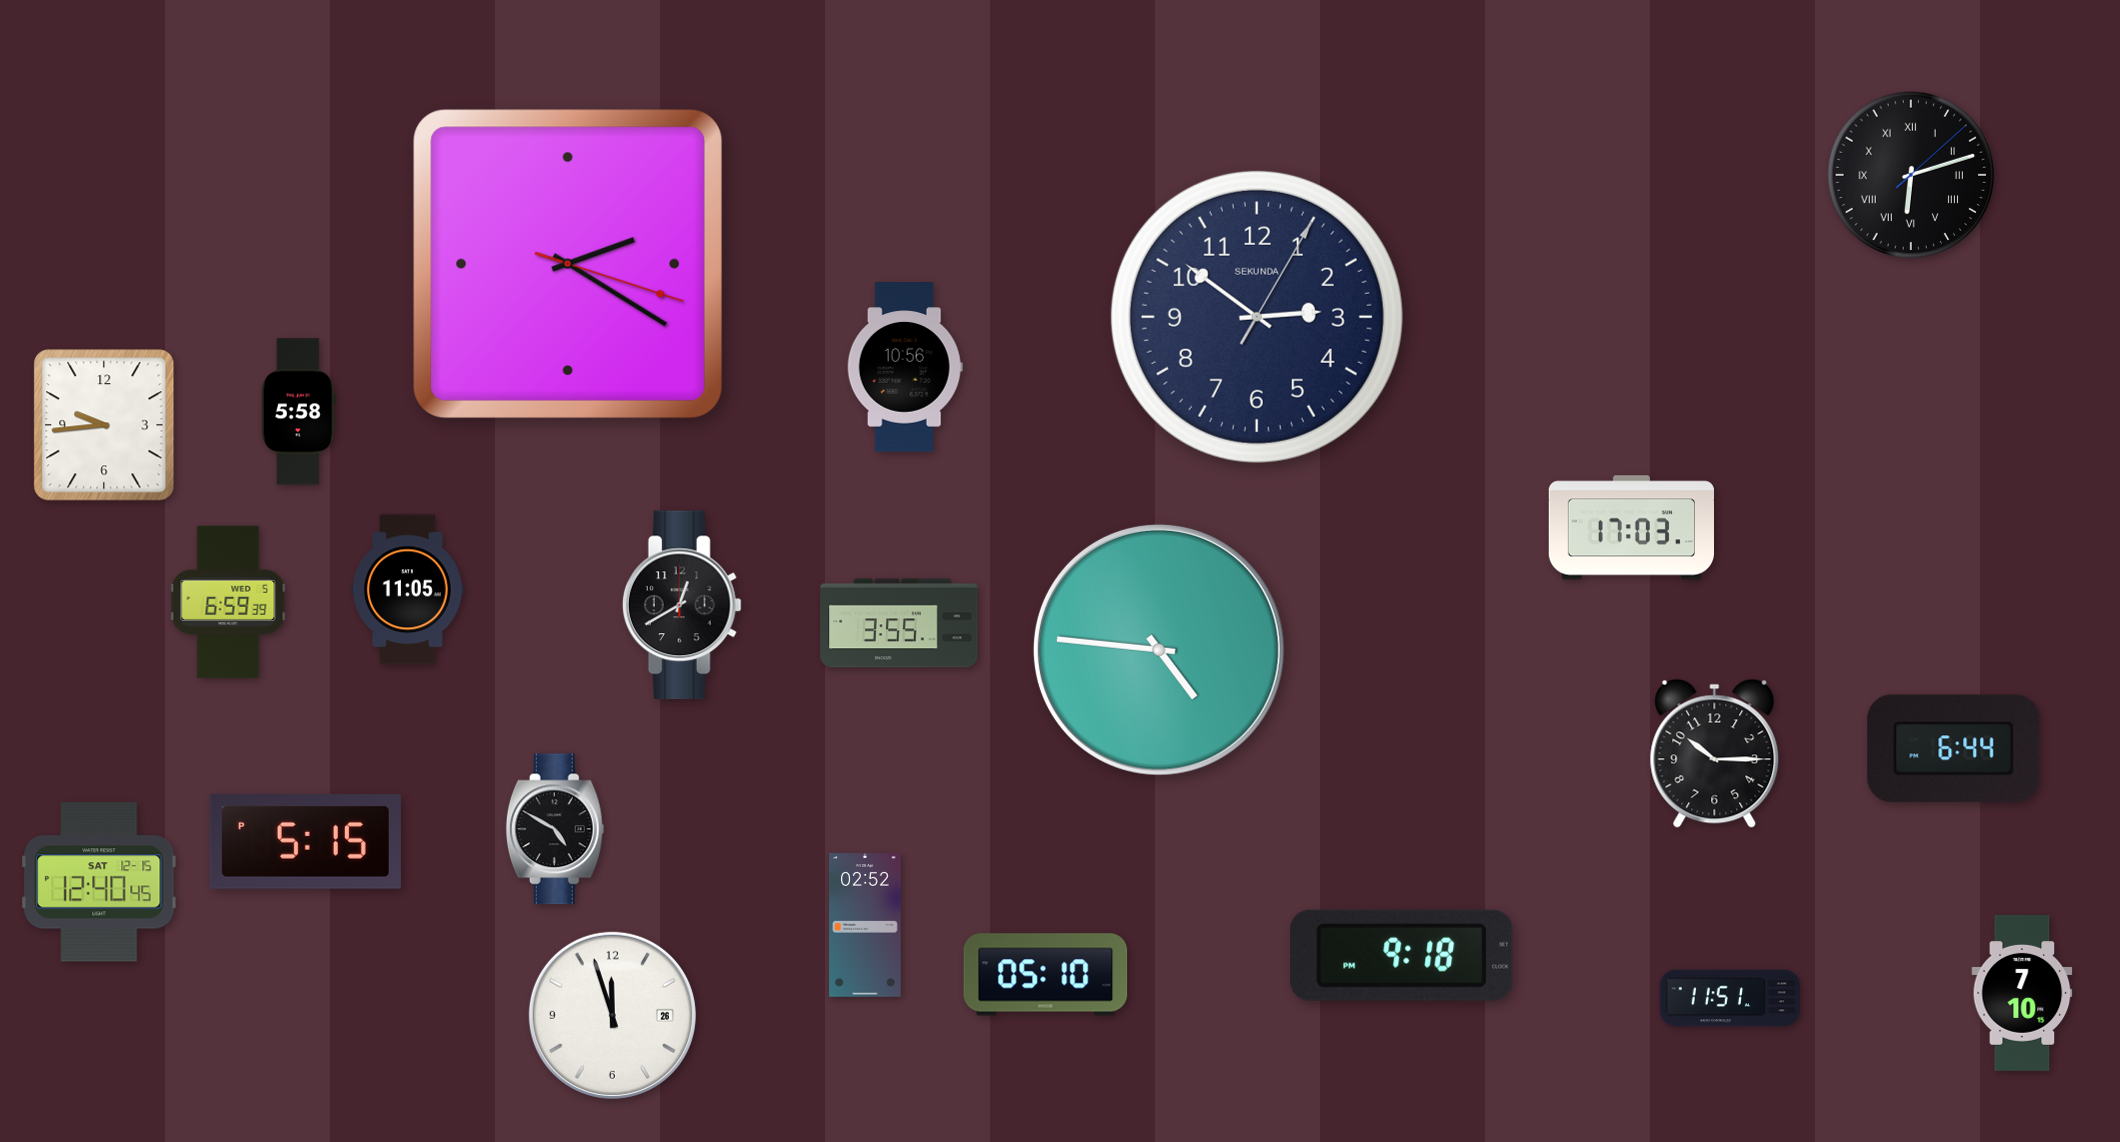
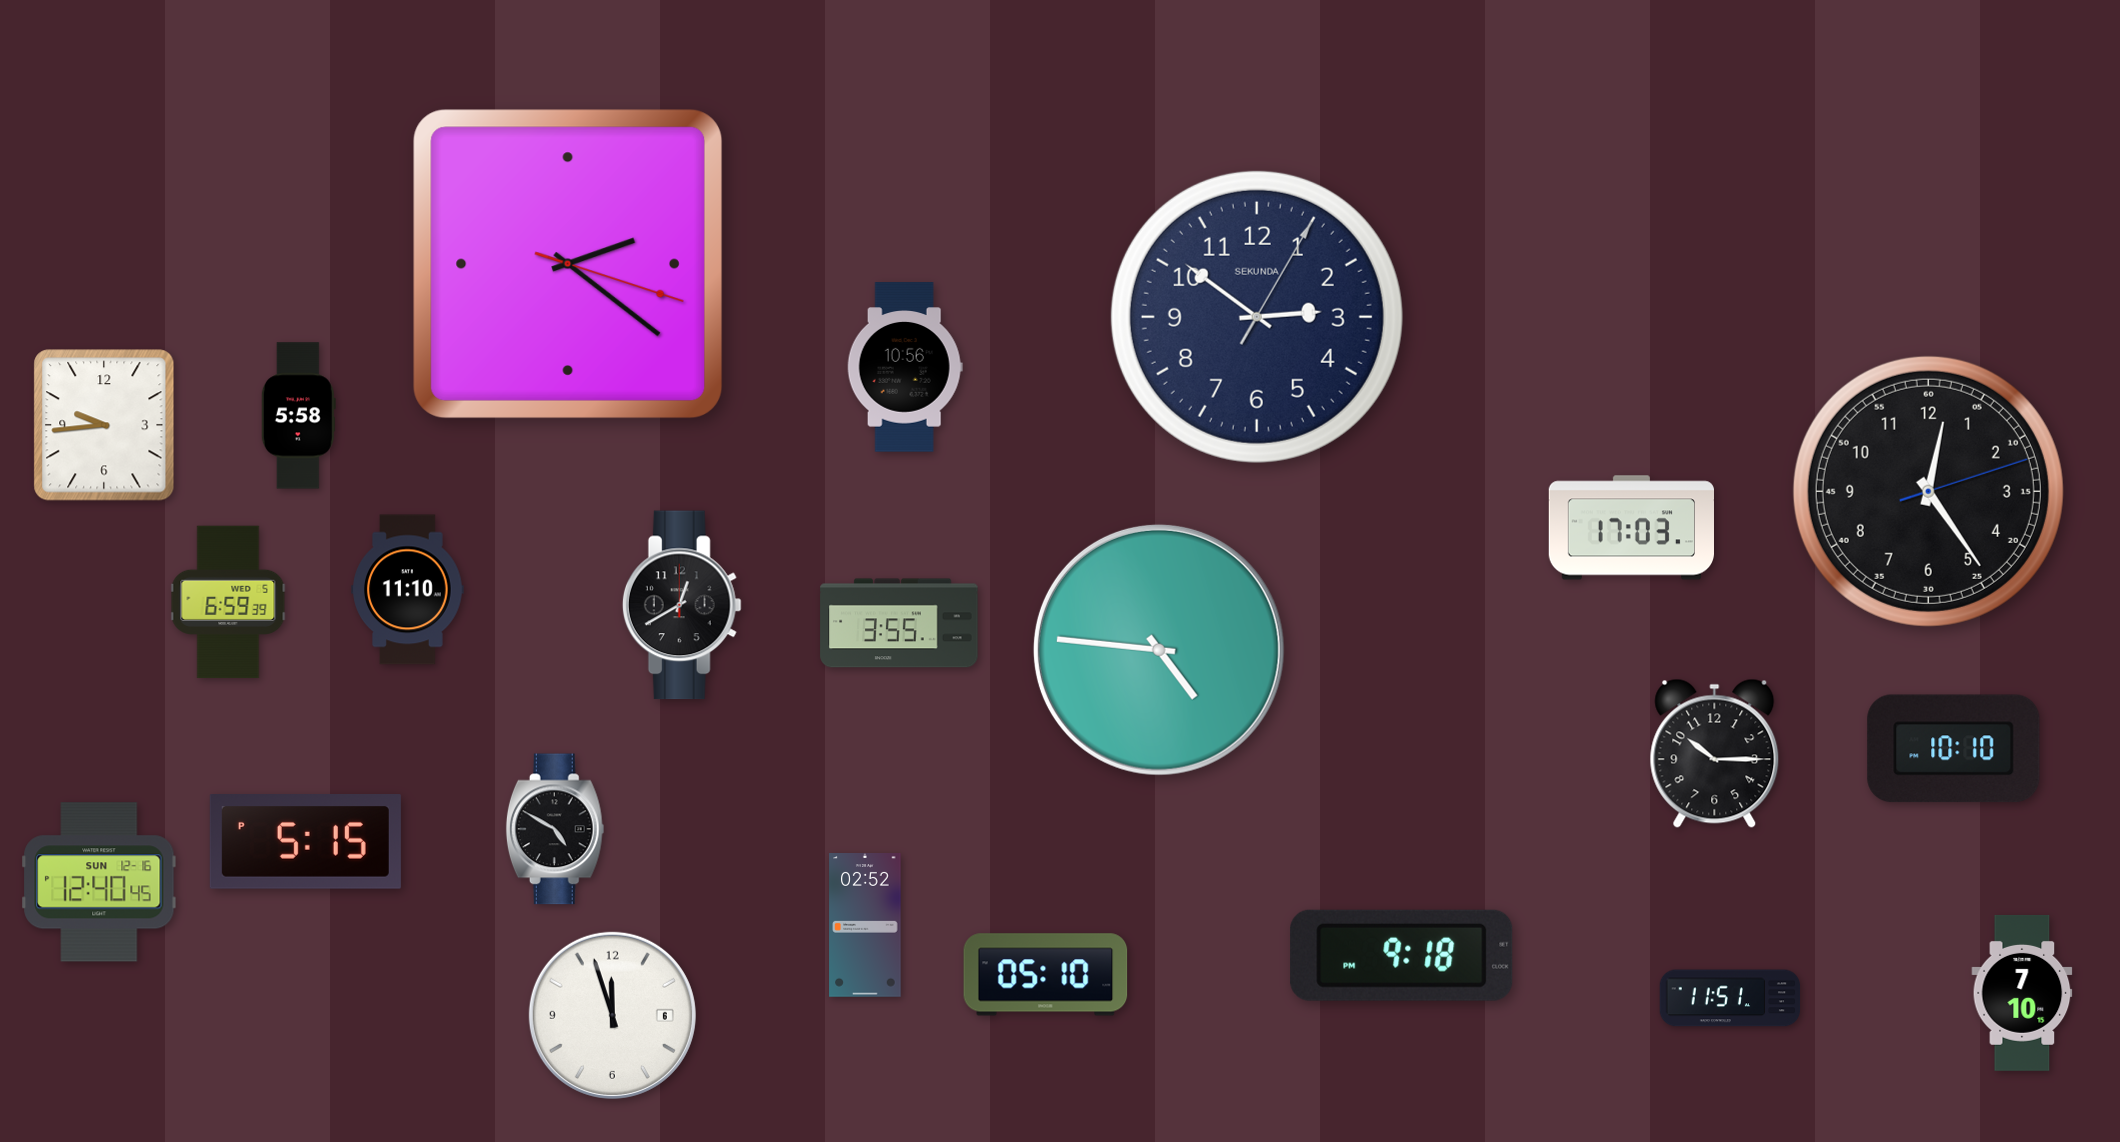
clock at (1911, 175): 6:12 -> none
clock at (568, 264): 2:20 -> 2:21
clock at (298, 412) position: (298, 412) -> (298, 416)
clock at (1928, 491): none -> 12:24
clock at (408, 590): 11:05 -> 11:10
clock at (1954, 749): 6:44 -> 10:10
clock at (99, 882) date: SAT 12-15 -> SUN 12-16
clock at (612, 1015) date: 26 -> 6
